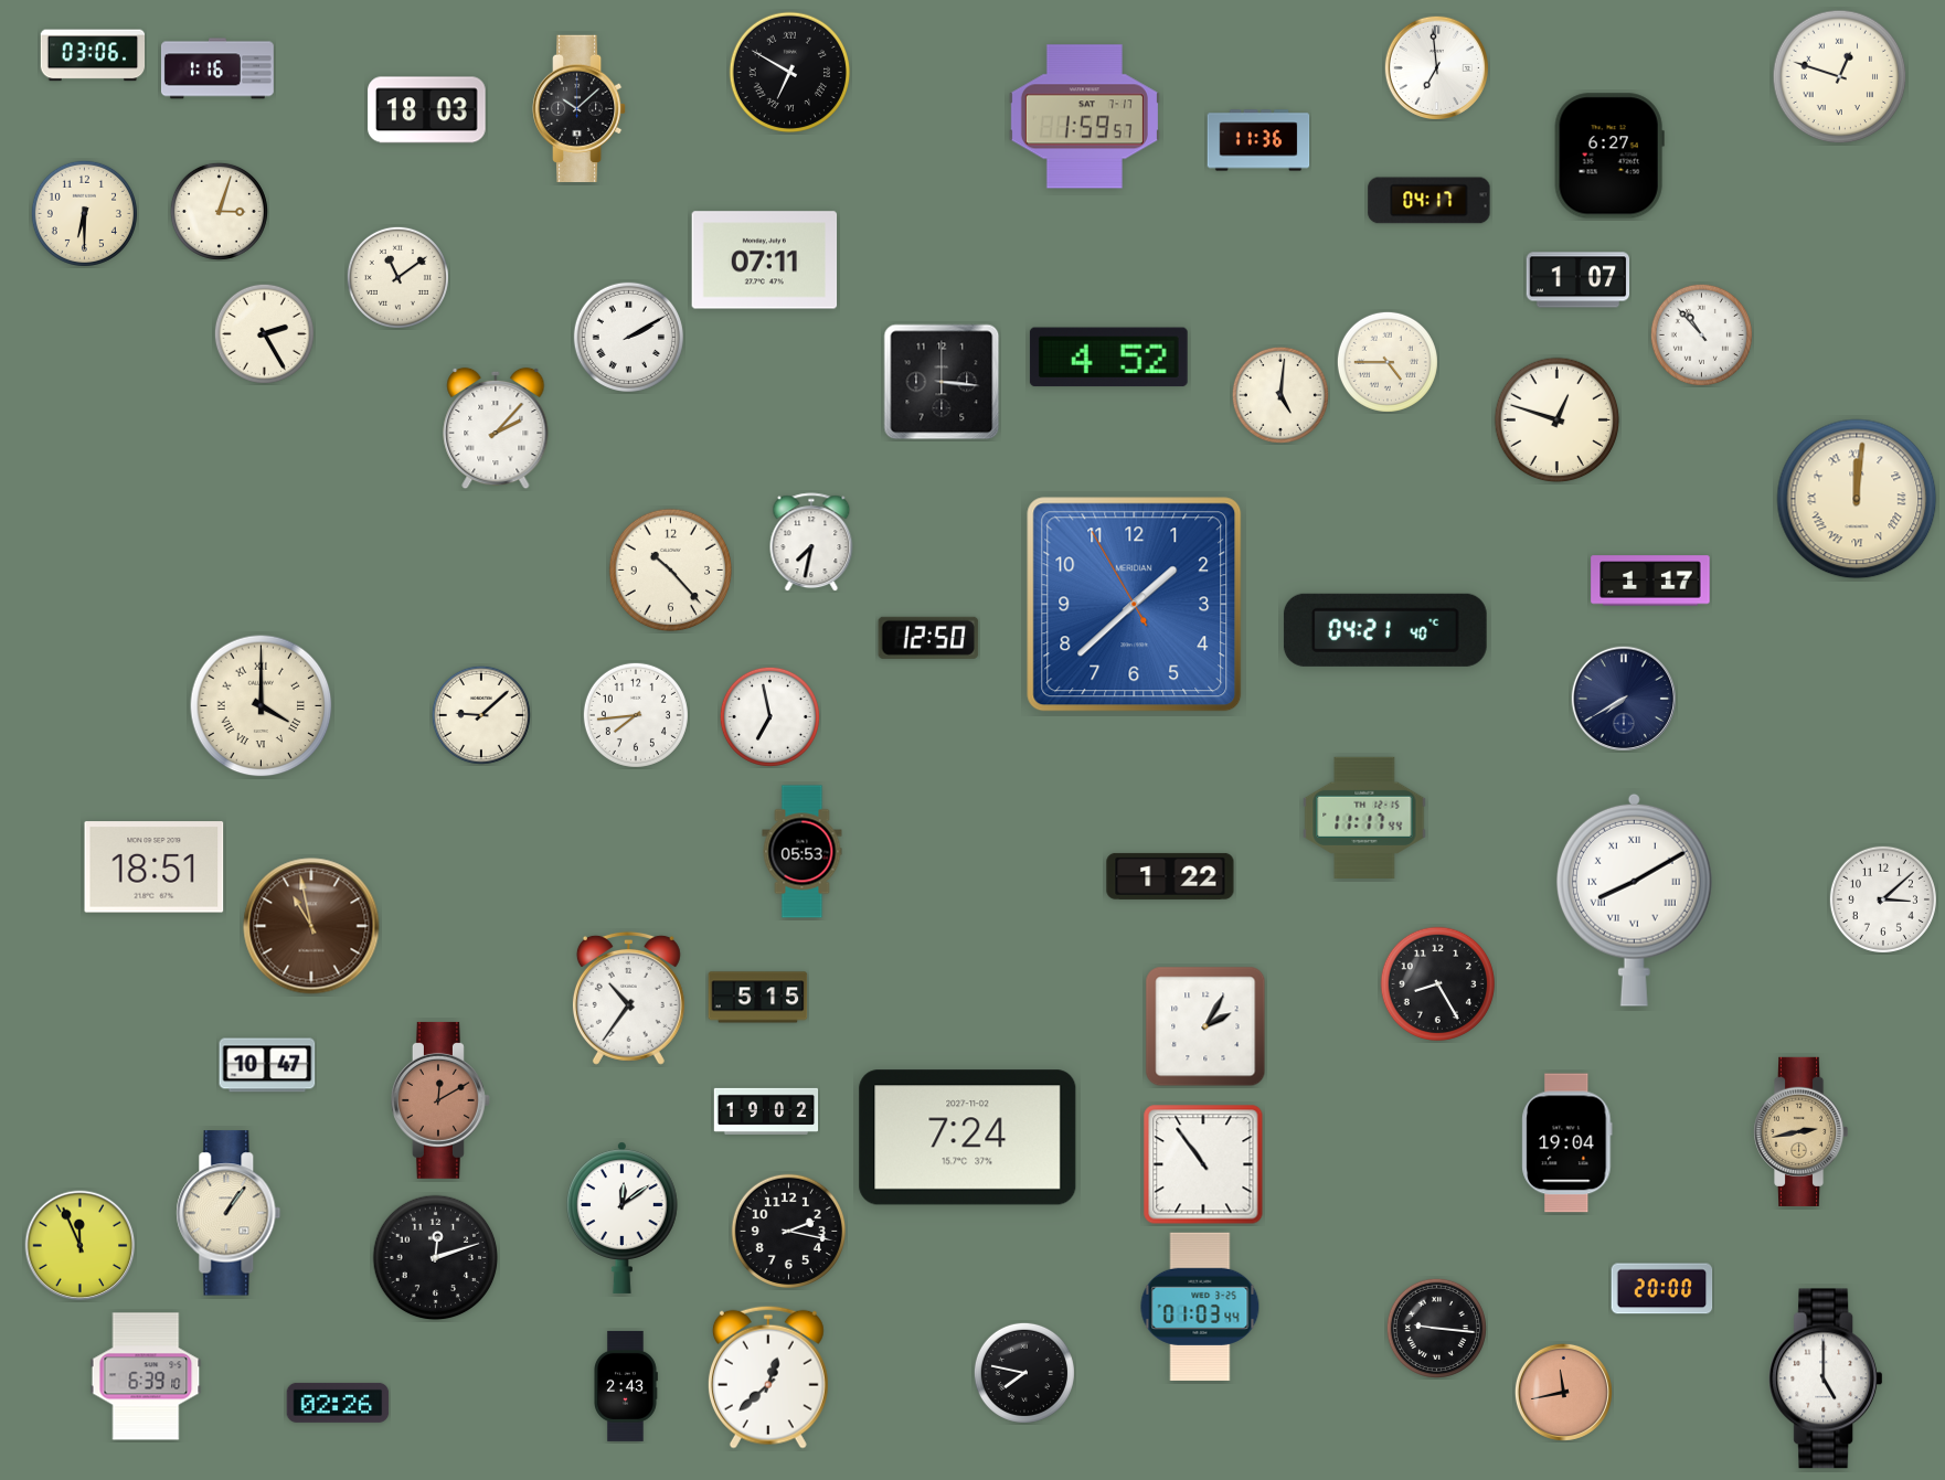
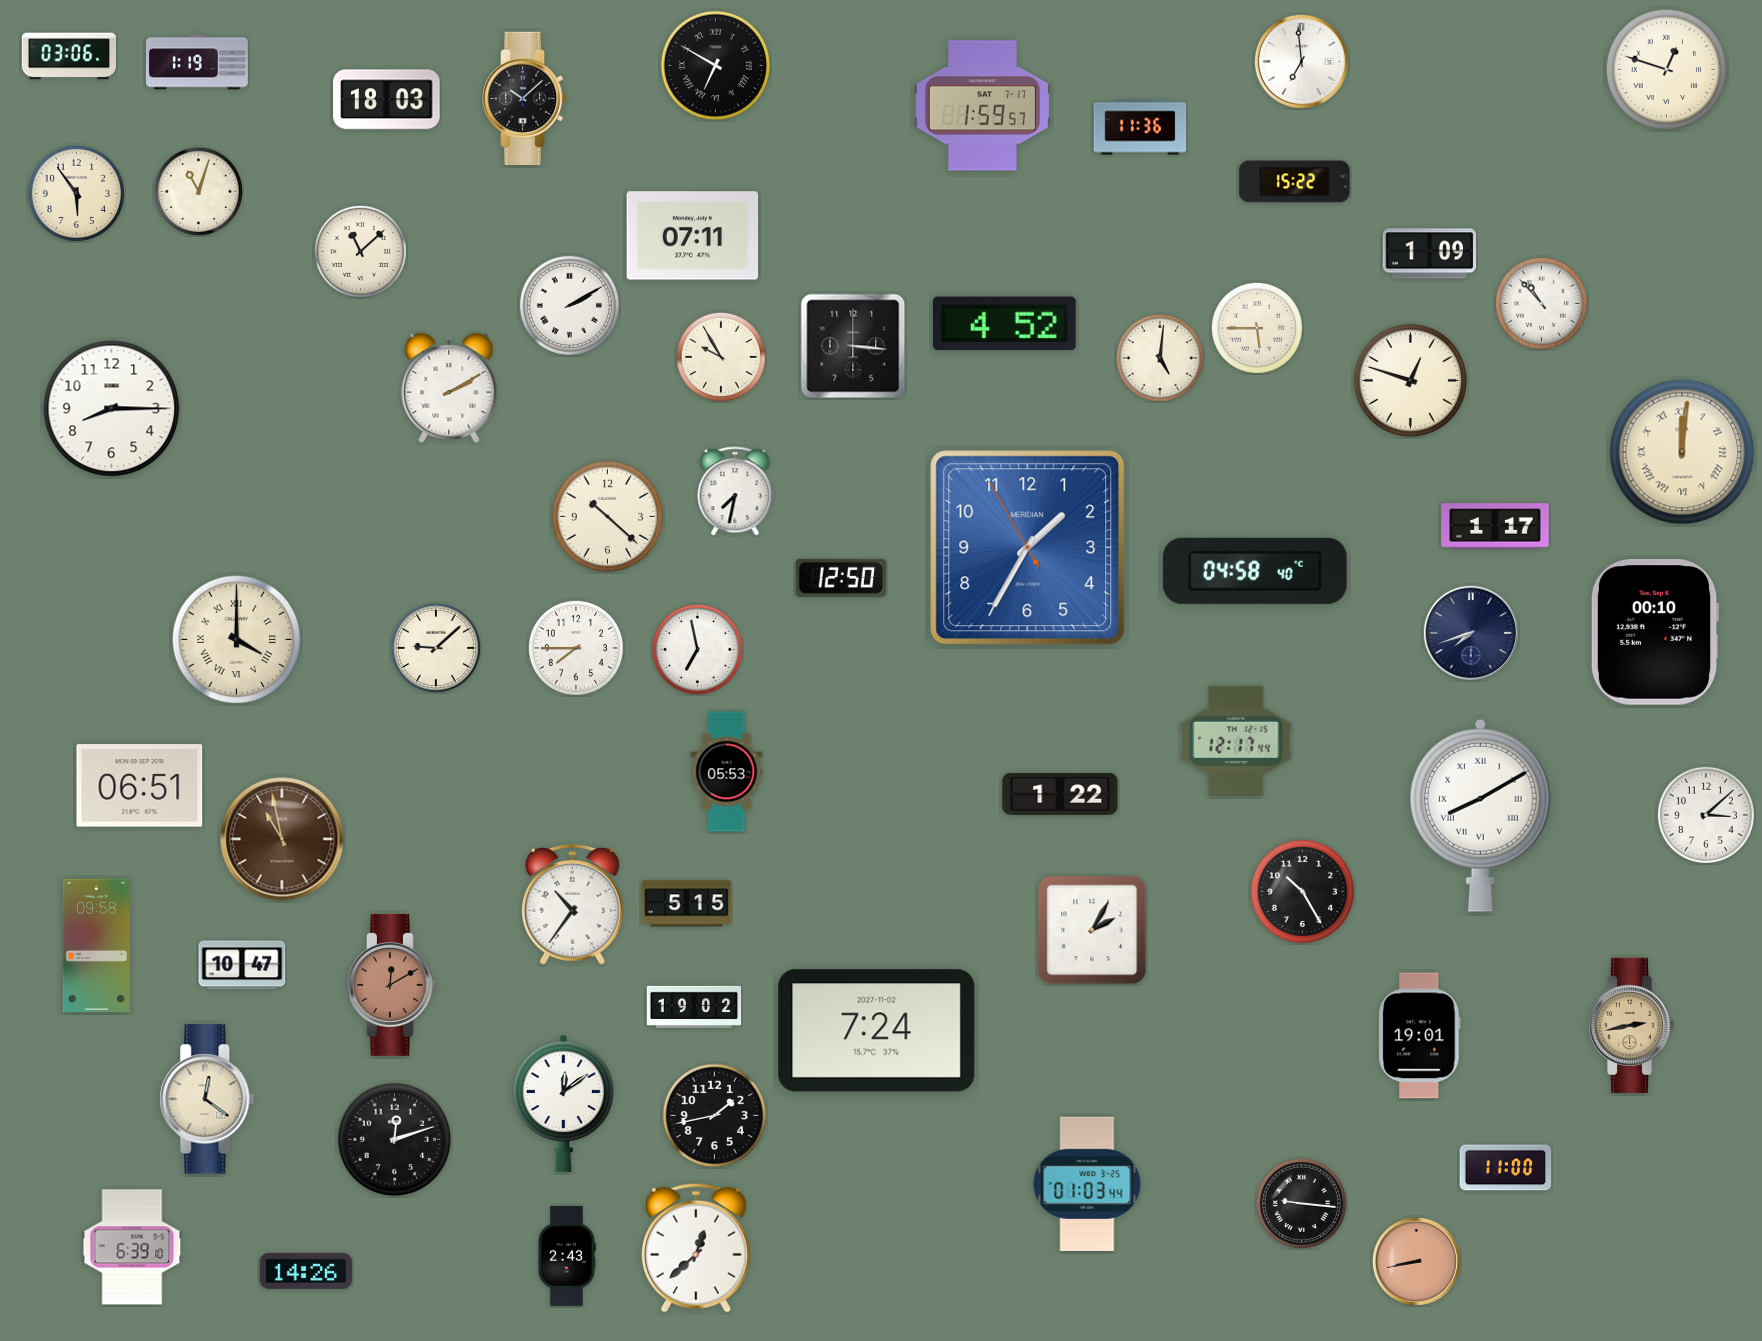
clock at (93, 55) position: (93, 55) -> (69, 56)
clock at (217, 68): 1:16 -> 1:19
clock at (1609, 156): 6:27 -> none
clock at (1429, 201): 04:17 -> 15:22
clock at (219, 211): 3:03 -> 11:03
clock at (84, 213): 6:30 -> 5:54
clock at (397, 277): 11:09 -> 11:08
clock at (1579, 280): 1:07 -> 1:09
clock at (264, 333): 2:25 -> none
clock at (1388, 362): 4:45 -> 5:45
clock at (721, 357): none -> 9:55
clock at (496, 428): 2:07 -> 2:10
clock at (112, 409): none -> 8:15
clock at (671, 571): 10:23 -> 10:22
clock at (1135, 605): 1:37 -> 1:34
clock at (1385, 630): 04:21 -> 04:58
clock at (1623, 698): 7:40 -> 7:42
clock at (1655, 633): none -> 00:10
clock at (636, 715): 7:44 -> 7:45
clock at (1364, 817): 11:17 -> 12:17
clock at (155, 867): 18:51 -> 06:51
clock at (1437, 983): 8:25 -> 10:25
clock at (628, 998) position: (628, 998) -> (572, 904)
clock at (96, 946): none -> 09:58
clock at (440, 1100) position: (440, 1100) -> (392, 985)
clock at (1567, 1143): 19:04 -> 19:01
clock at (1203, 1164): 10:54 -> none
clock at (228, 1213): 1:06 -> 12:21
clock at (788, 1231): 2:17 -> 1:43
clock at (81, 1246): 11:56 -> none
clock at (1662, 1289): 20:00 -> 11:00
clock at (1024, 1373): 7:47 -> none
clock at (1826, 1378): 5:00 -> none
clock at (1563, 1392): 11:43 -> 8:43
clock at (338, 1403): 02:26 -> 14:26
